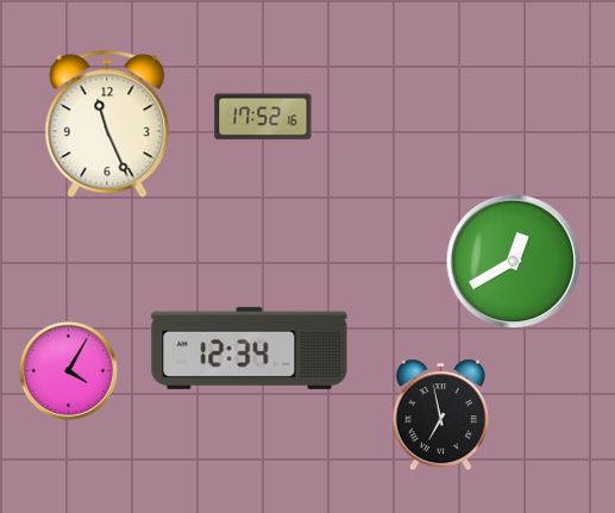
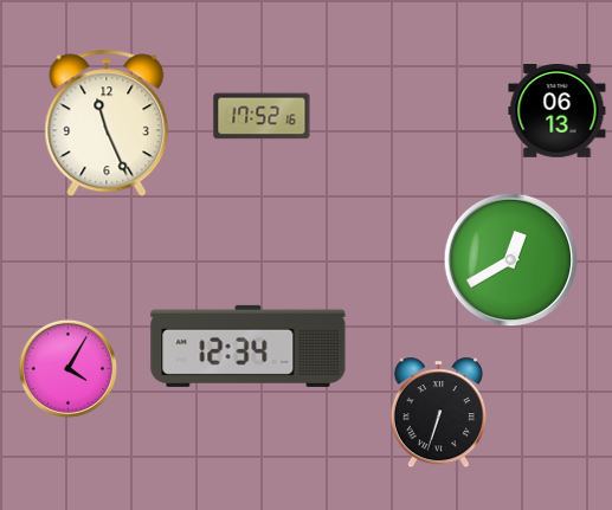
clock at (558, 111): none -> 06:13
clock at (440, 415): 6:58 -> 6:33
